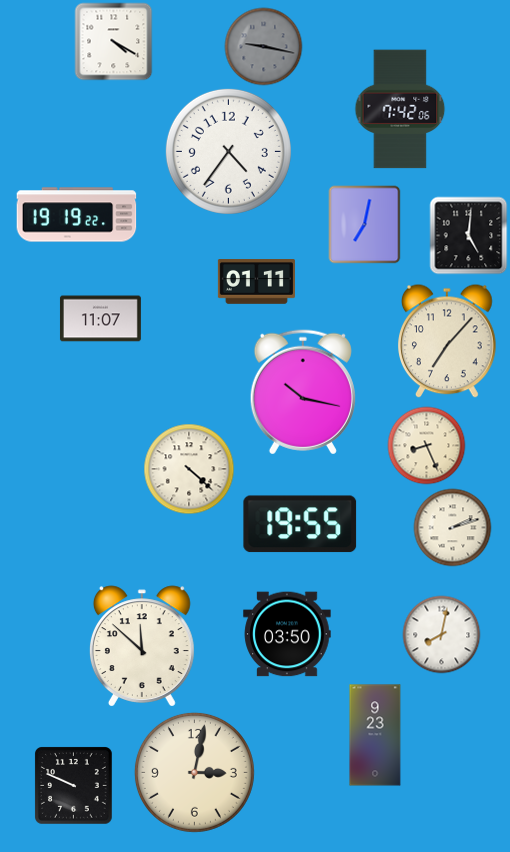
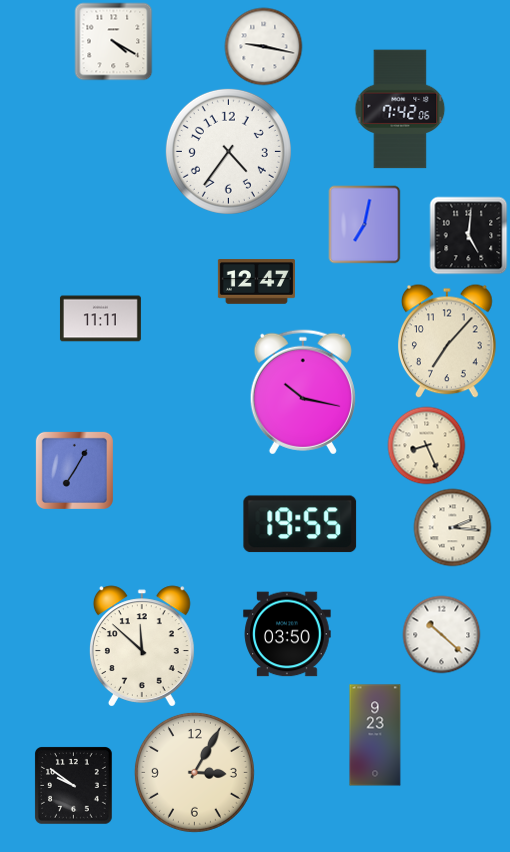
clock at (263, 46) dial: grey -> white
clock at (77, 215): 19:19 -> none
clock at (256, 282): 01:11 -> 12:47
clock at (100, 319): 11:07 -> 11:11
clock at (189, 469): 4:22 -> none
clock at (74, 470): none -> 7:05
clock at (452, 527): 2:12 -> 2:16
clock at (441, 634): 8:02 -> 10:22
clock at (194, 772): 3:02 -> 3:05
clock at (74, 786): 9:49 -> 9:51
